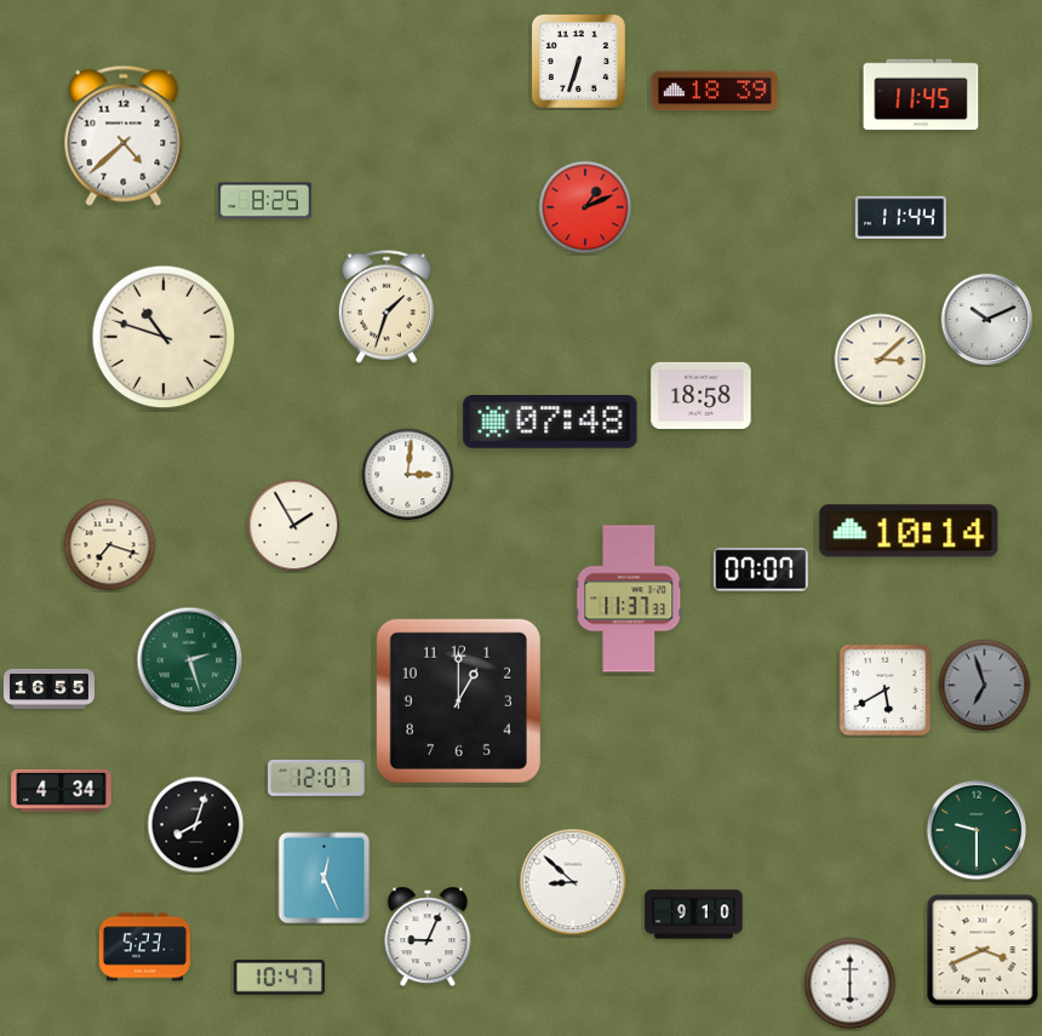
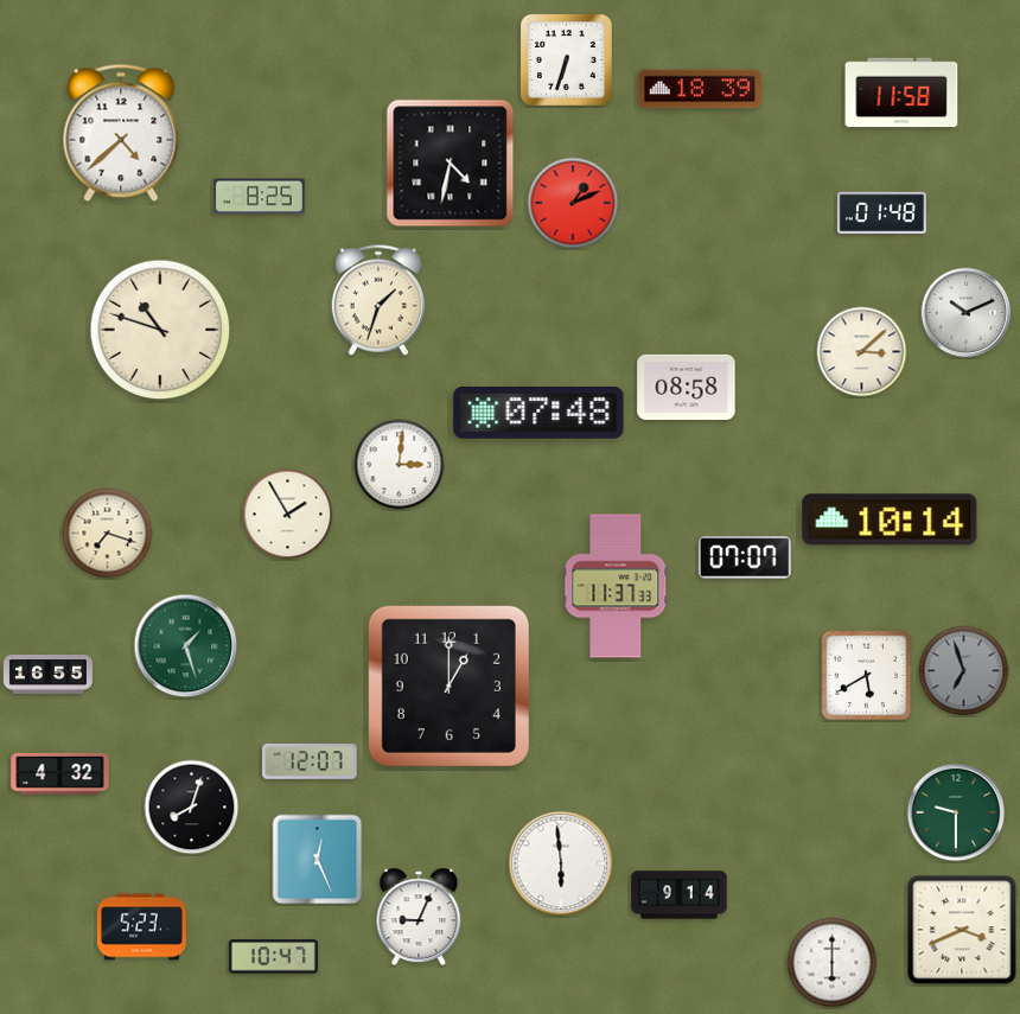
clock at (921, 95): 11:45 -> 11:58
clock at (451, 164): none -> 4:32
clock at (900, 218): 11:44 -> 01:48
clock at (702, 395): 18:58 -> 08:58
clock at (190, 660): 2:27 -> 1:27
clock at (62, 790): 4:34 -> 4:32
clock at (573, 882): 8:52 -> 5:59
clock at (694, 915): 9:10 -> 9:14
